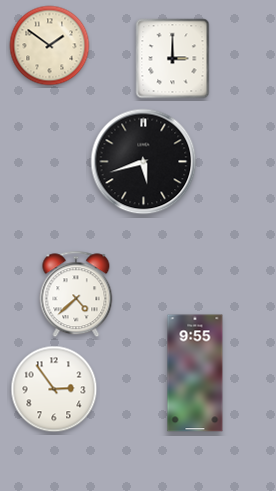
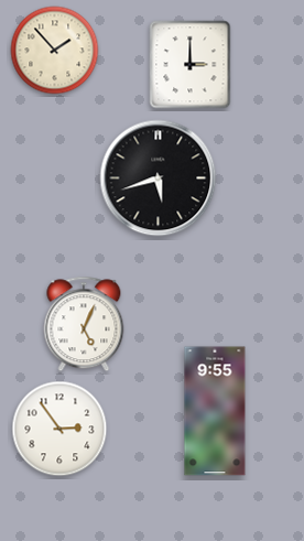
clock at (50, 46): 1:51 -> 1:53
clock at (76, 294): 4:38 -> 5:04
